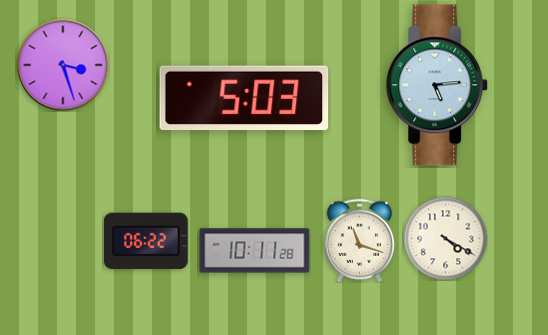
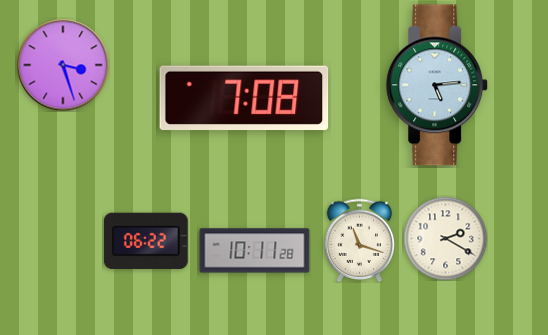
clock at (244, 98): 5:03 -> 7:08
clock at (445, 238): 4:20 -> 2:20
